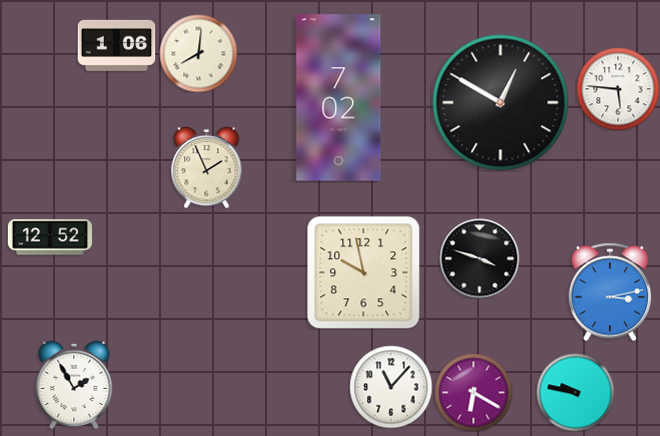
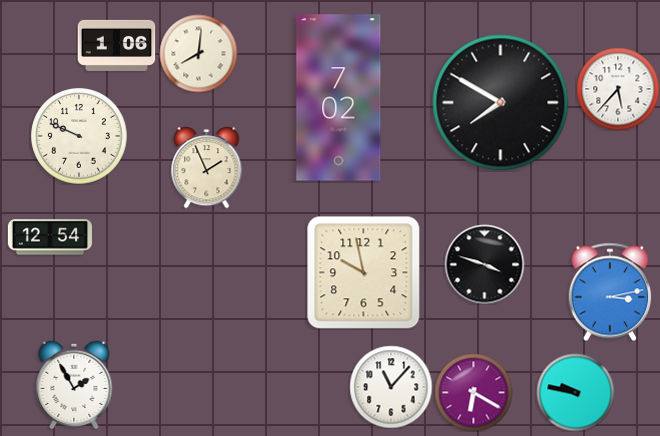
clock at (618, 89): 5:46 -> 5:37
clock at (501, 103): 12:50 -> 7:50
clock at (79, 136): none -> 9:49
clock at (49, 237): 12:52 -> 12:54
clock at (479, 258) position: (479, 258) -> (484, 264)
